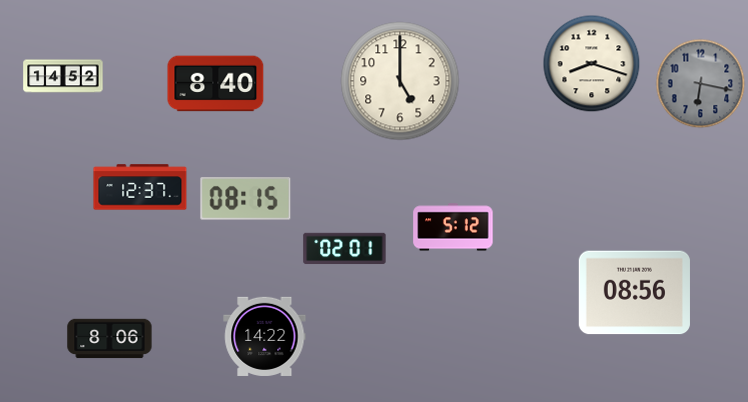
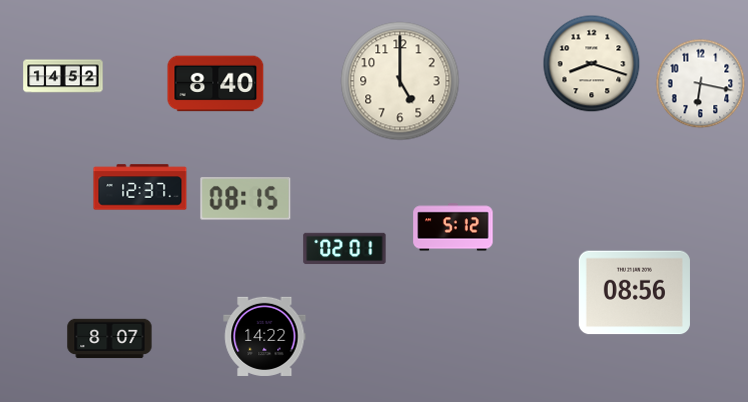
clock at (700, 83) dial: grey -> white
clock at (110, 339): 8:06 -> 8:07
